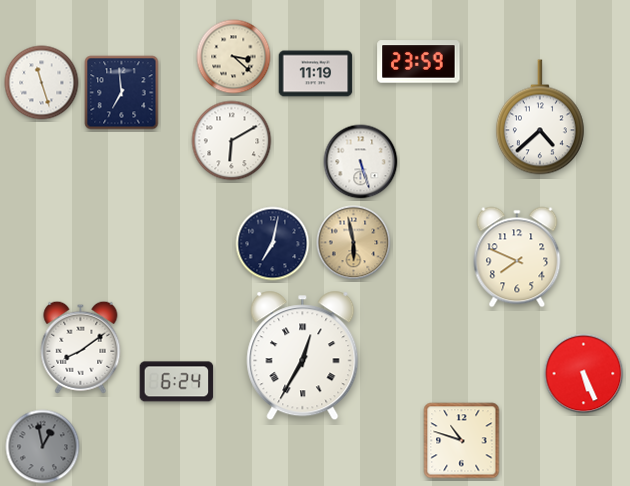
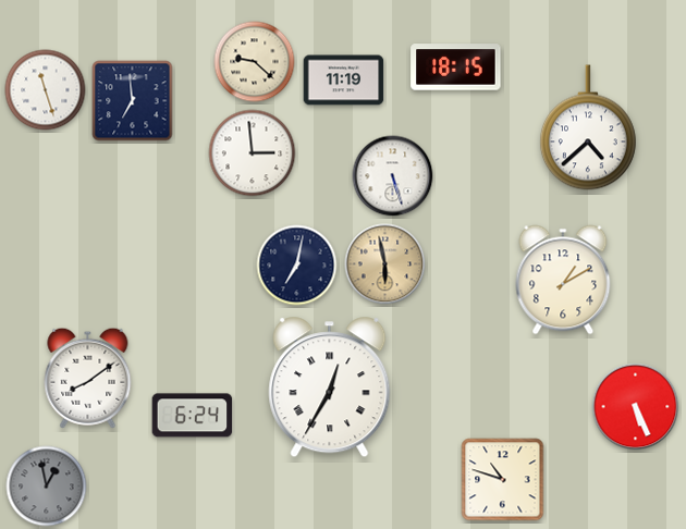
clock at (234, 57): 3:22 -> 9:22
clock at (419, 62): 23:59 -> 18:15
clock at (232, 141): 6:10 -> 2:59
clock at (517, 257): 7:49 -> 1:10
